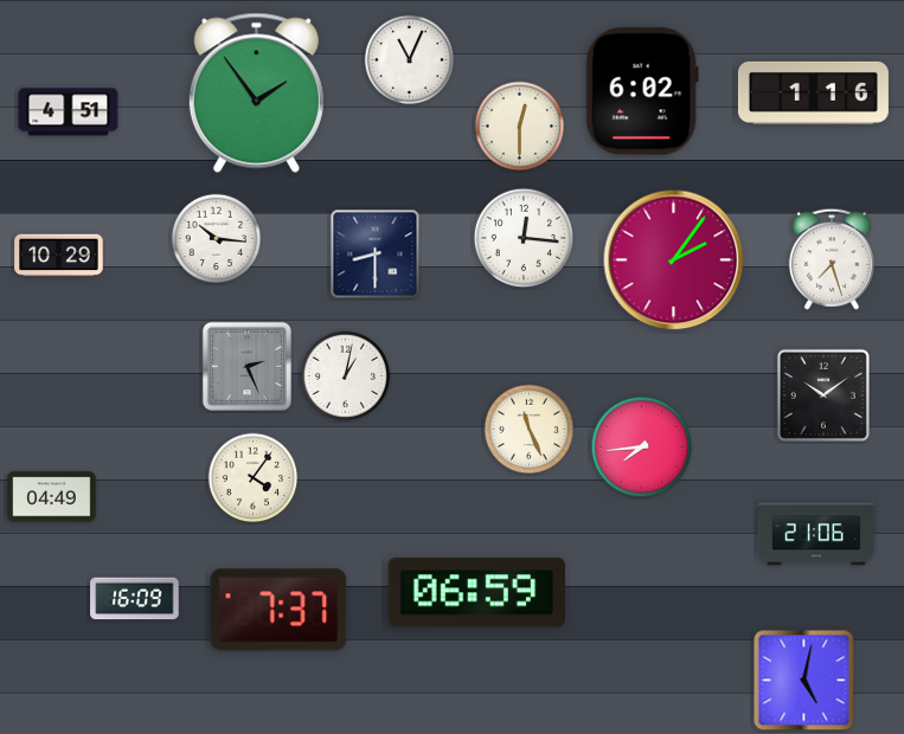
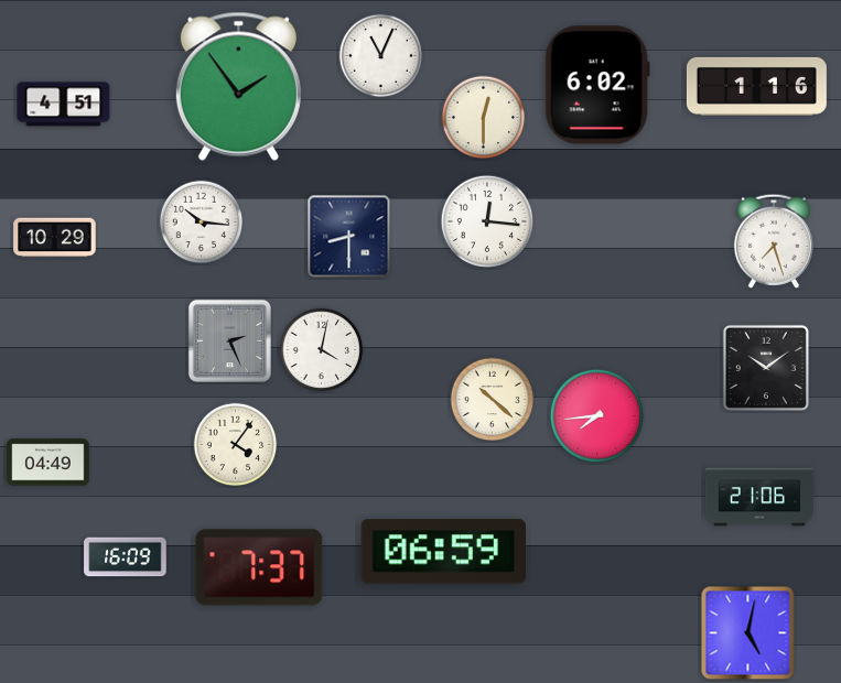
clock at (674, 260): 2:06 -> none
clock at (346, 376): 1:02 -> 4:02
clock at (530, 430): 11:26 -> 10:22
